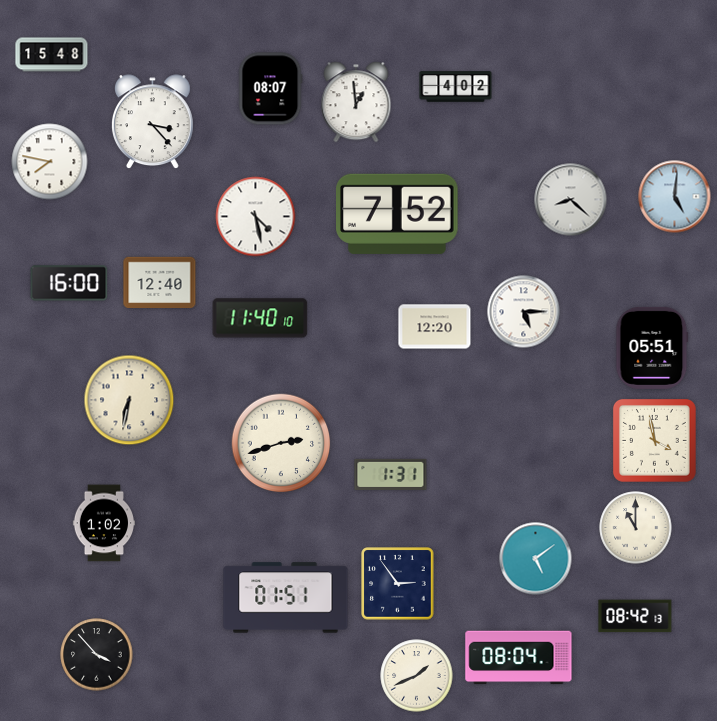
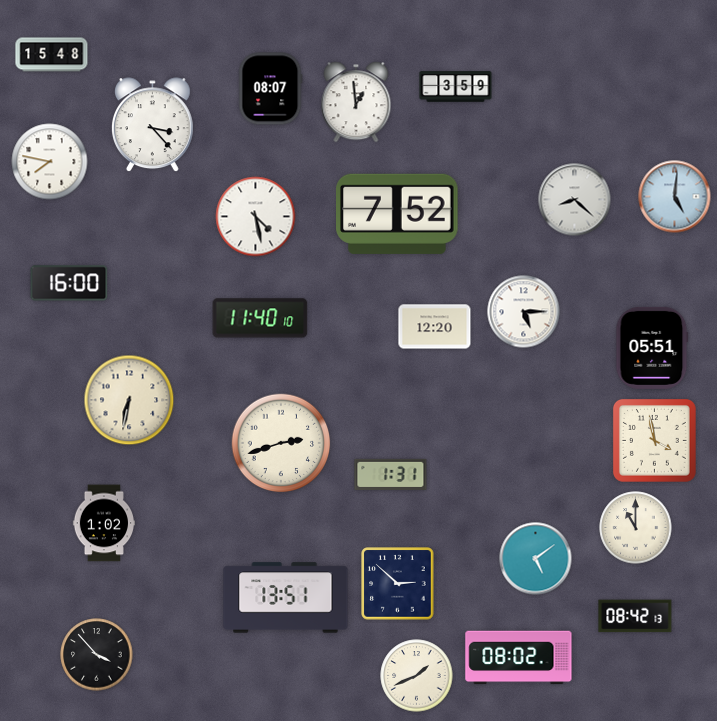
clock at (456, 87): 4:02 -> 3:59
clock at (153, 122) position: (153, 122) -> (153, 125)
clock at (571, 200) position: (571, 200) -> (575, 200)
clock at (160, 283): 12:40 -> none
clock at (398, 584): 2:54 -> 2:52
clock at (286, 598): 01:51 -> 13:51
clock at (519, 658): 08:04 -> 08:02
